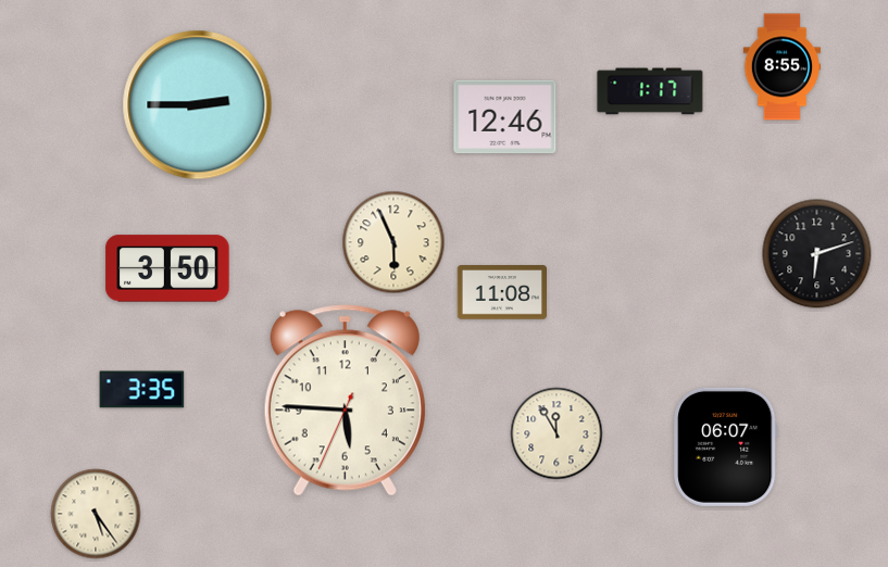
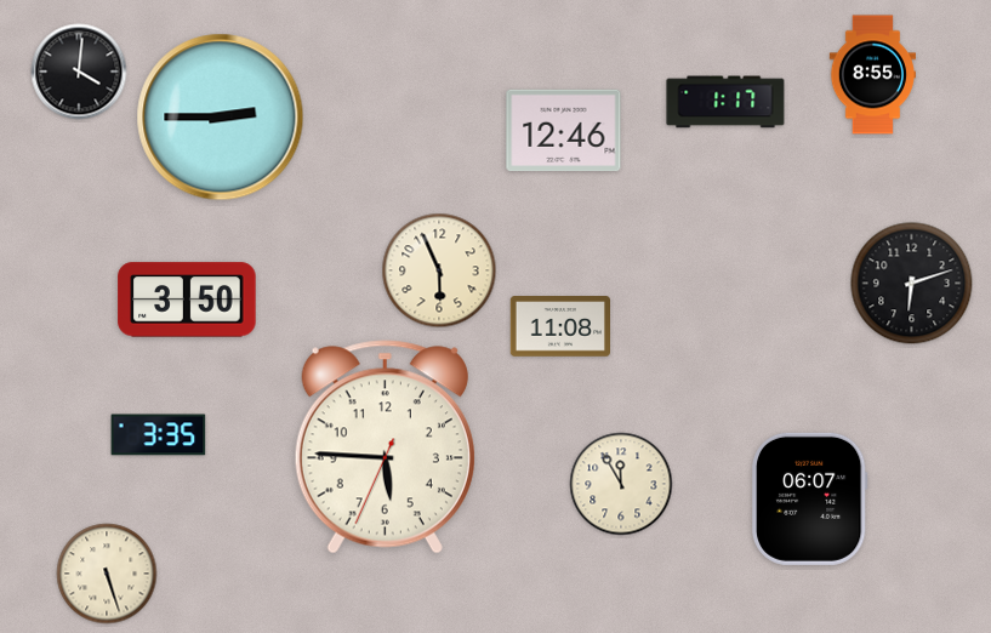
clock at (79, 72): none -> 4:01
clock at (96, 514): 5:24 -> 5:27
